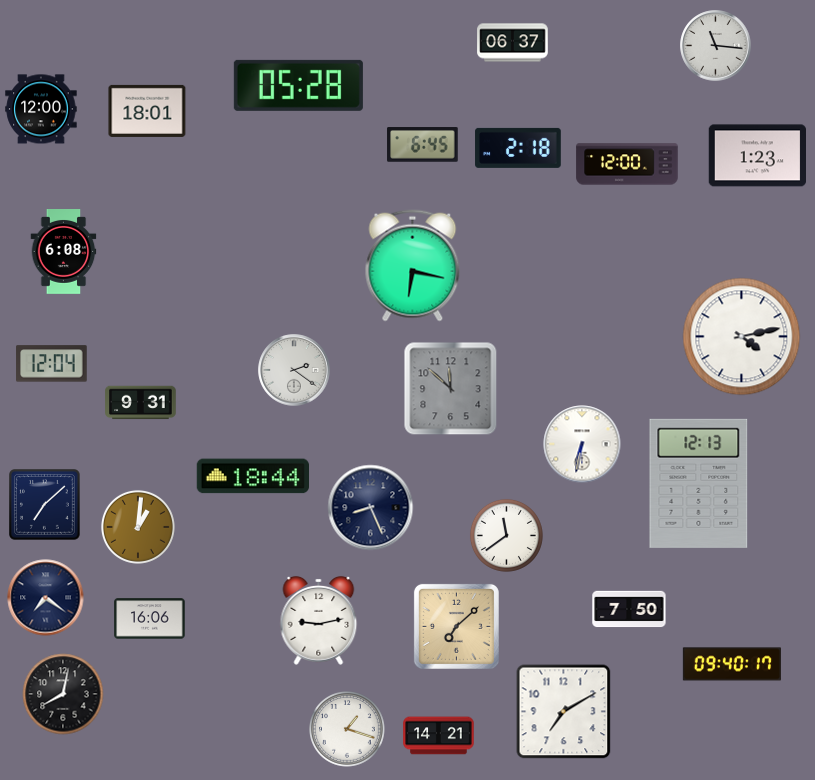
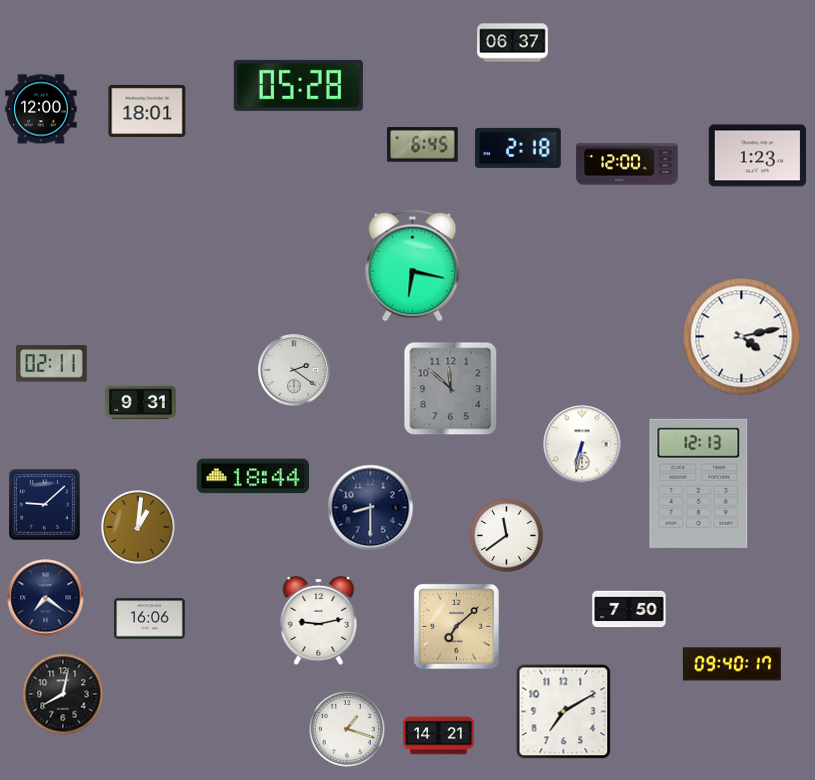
clock at (716, 46): 11:16 -> none
clock at (64, 252): 6:08 -> none
clock at (52, 364): 12:04 -> 02:11
clock at (45, 505): 7:08 -> 9:08
clock at (371, 508): 8:26 -> 8:30
